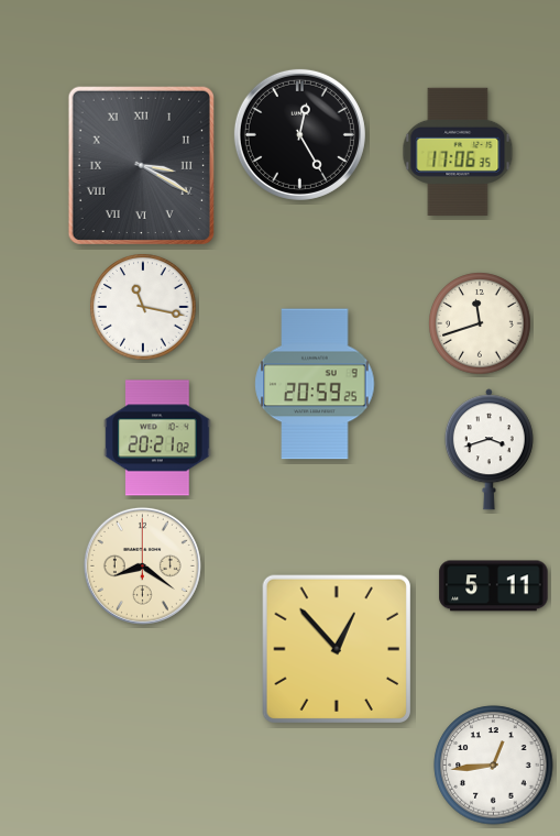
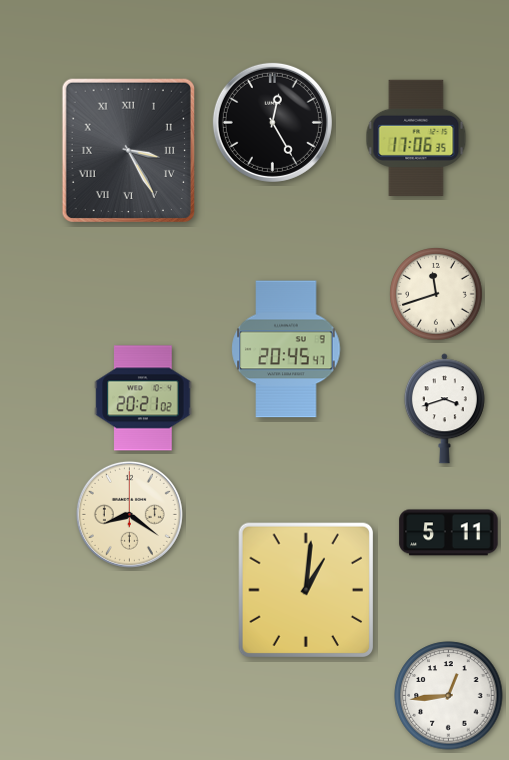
clock at (141, 165): 3:20 -> 3:25
clock at (143, 307): 11:17 -> none
clock at (315, 384): 20:59 -> 20:45
clock at (336, 648): 12:53 -> 1:01
